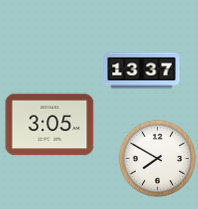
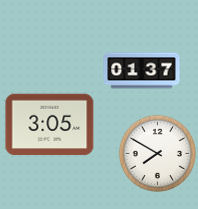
clock at (142, 71): 13:37 -> 01:37
clock at (157, 158) position: (157, 158) -> (157, 153)
